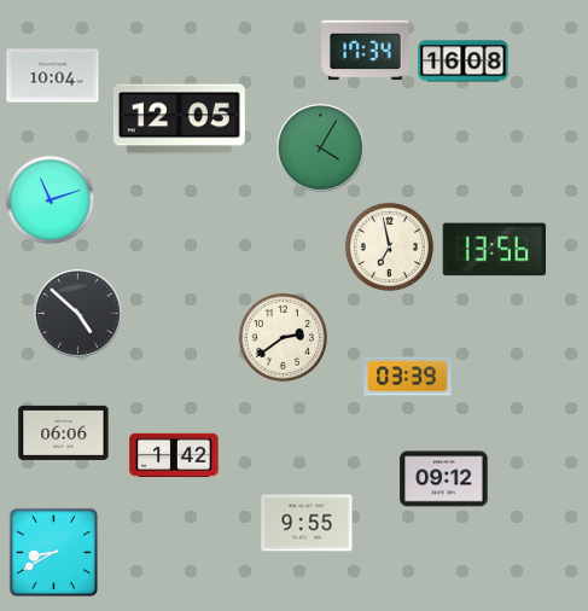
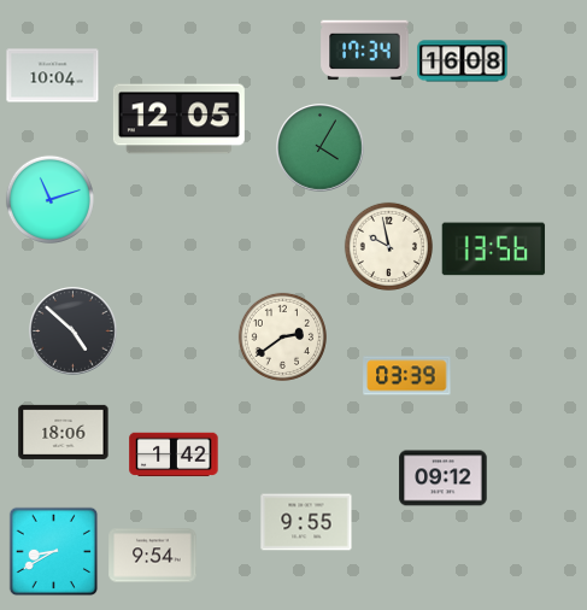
clock at (389, 246): 6:58 -> 9:58
clock at (78, 314) position: (78, 314) -> (74, 332)
clock at (64, 432): 06:06 -> 18:06
clock at (153, 556): none -> 9:54
